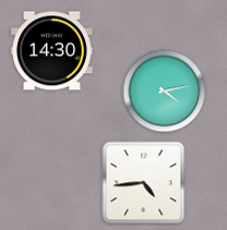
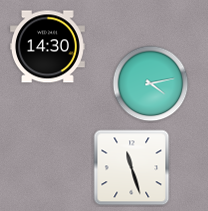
clock at (144, 183): 4:44 -> 11:27
